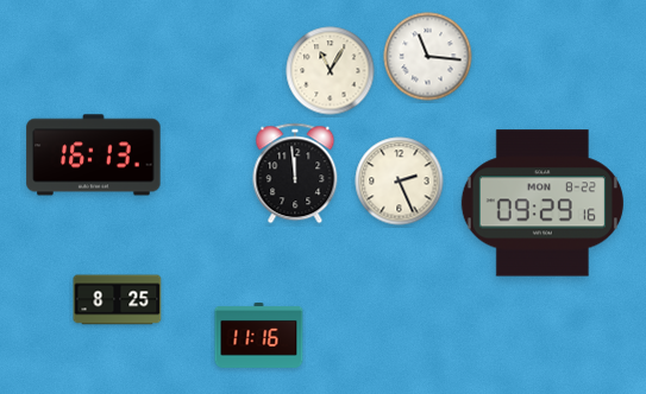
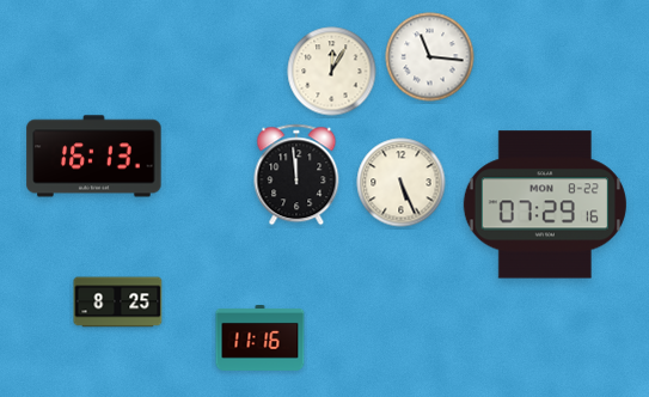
clock at (331, 71): 11:05 -> 12:05
clock at (400, 182): 2:26 -> 5:26
clock at (542, 203): 09:29 -> 07:29
